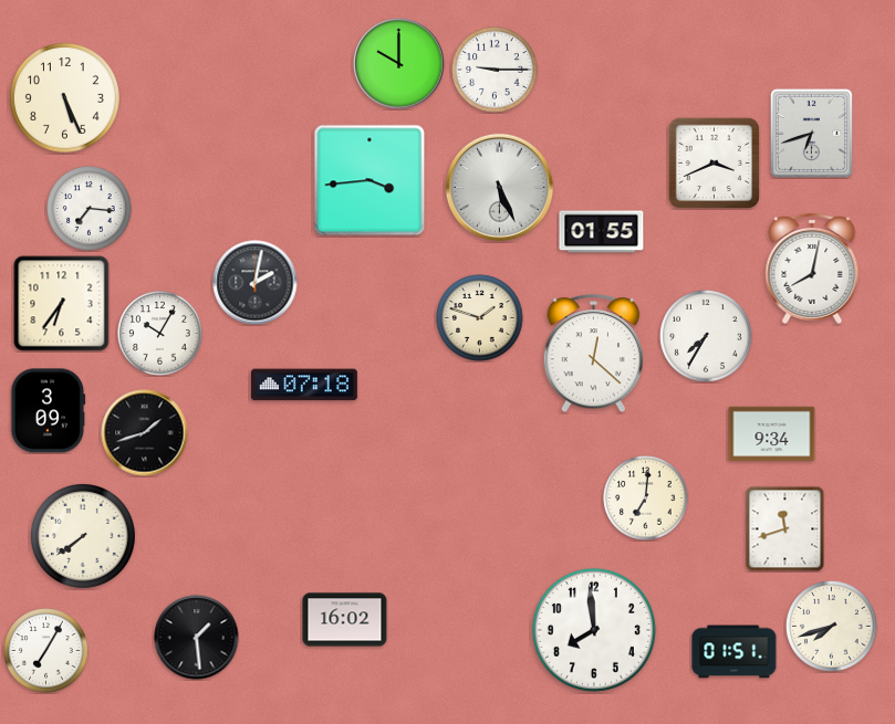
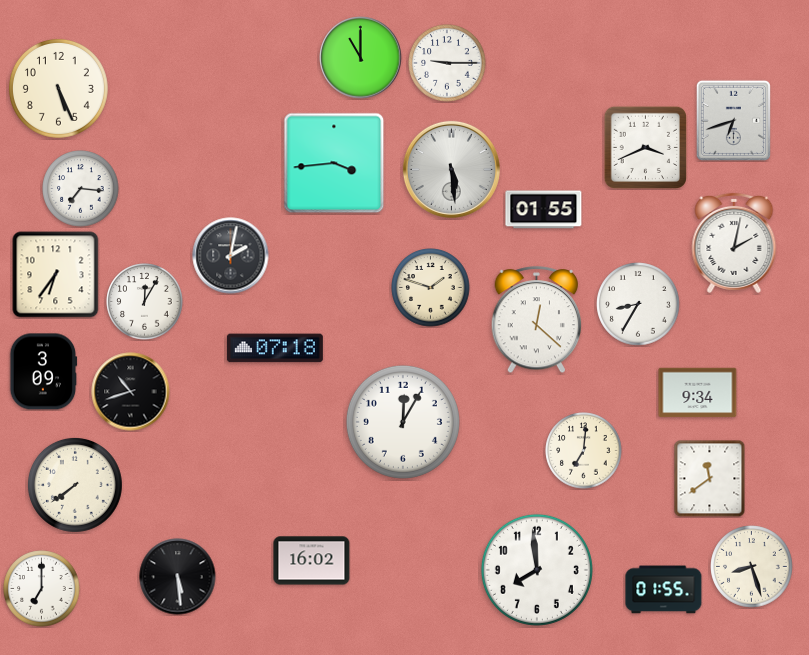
clock at (399, 64): 10:00 -> 11:00
clock at (499, 187): 5:26 -> 5:29
clock at (812, 269): 8:02 -> 2:02
clock at (480, 318) position: (480, 318) -> (431, 288)
clock at (160, 334): 10:05 -> 12:05
clock at (706, 336): 7:35 -> 8:35
clock at (145, 433): 1:42 -> 10:42
clock at (403, 422): none -> 12:05
clock at (785, 528): 11:42 -> 11:39
clock at (832, 627): 7:42 -> 8:27
clock at (197, 638): 1:29 -> 5:29
clock at (46, 651): 7:05 -> 7:00
clock at (735, 652): 01:51 -> 01:55
